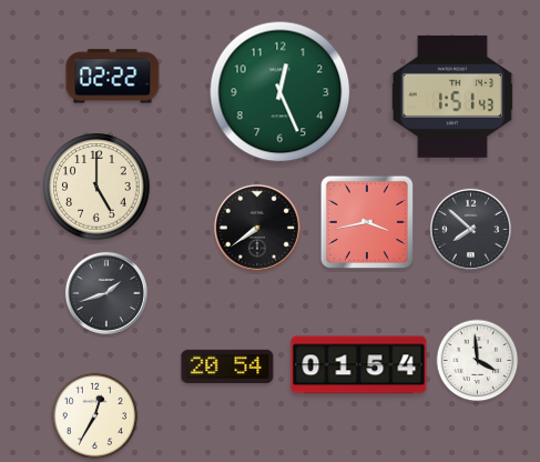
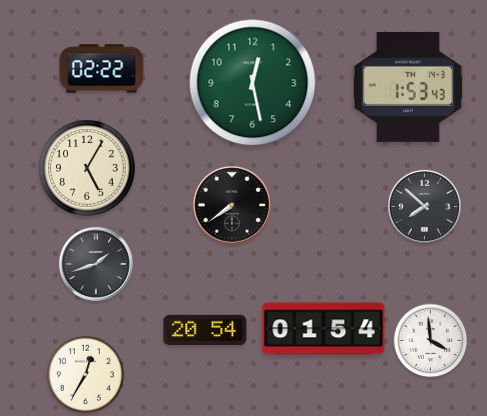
clock at (281, 92): 12:26 -> 12:28
clock at (452, 97): 1:51 -> 1:53
clock at (96, 187): 5:00 -> 5:05
clock at (366, 221): 3:43 -> none
clock at (478, 361) position: (478, 361) -> (431, 341)
